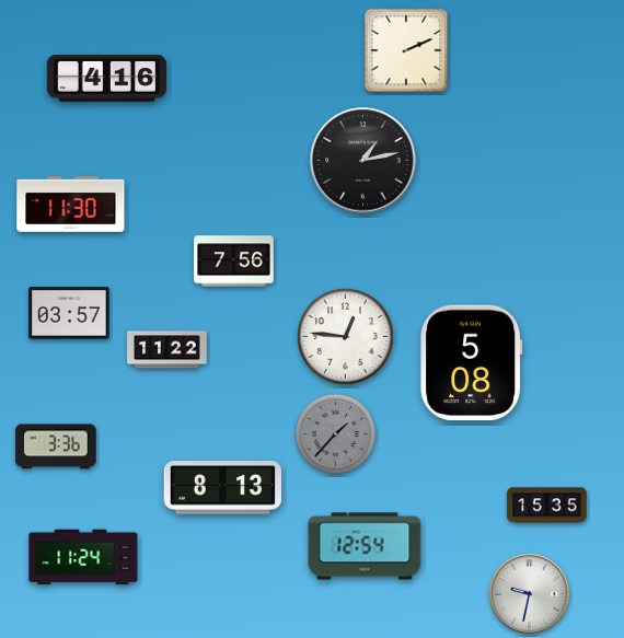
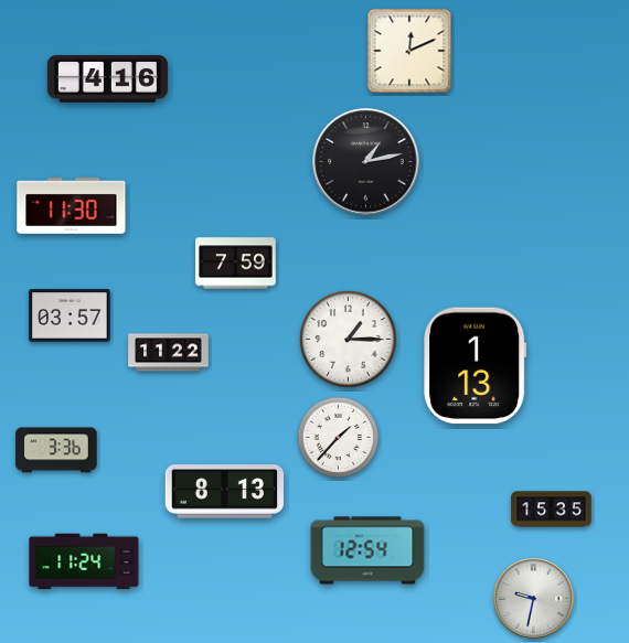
clock at (406, 50): 2:11 -> 12:11
clock at (234, 262): 7:56 -> 7:59
clock at (346, 337): 12:46 -> 1:15
clock at (472, 363): 5:08 -> 1:13
clock at (336, 434) dial: grey -> white
